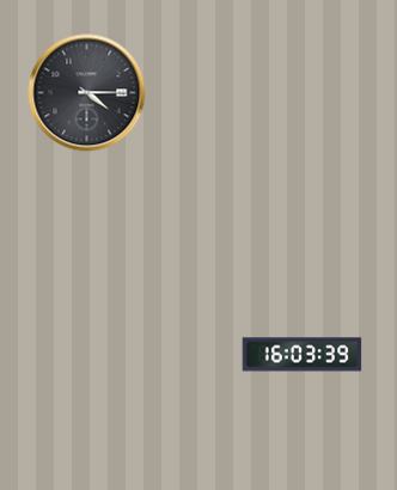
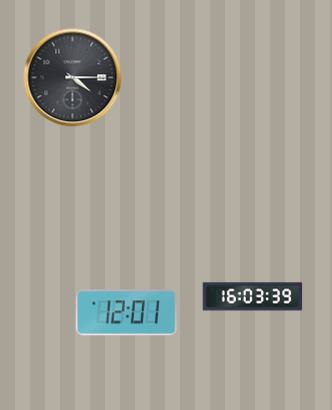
clock at (126, 313): none -> 12:01
